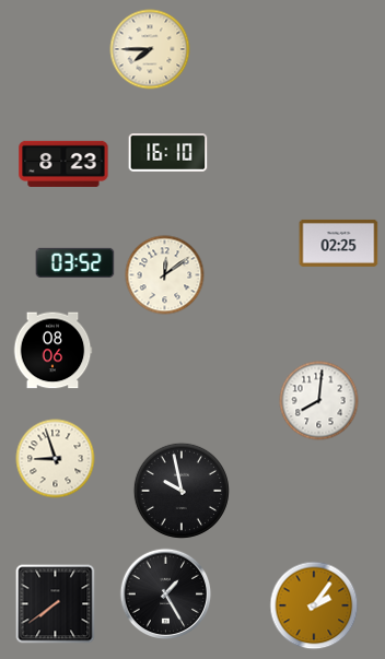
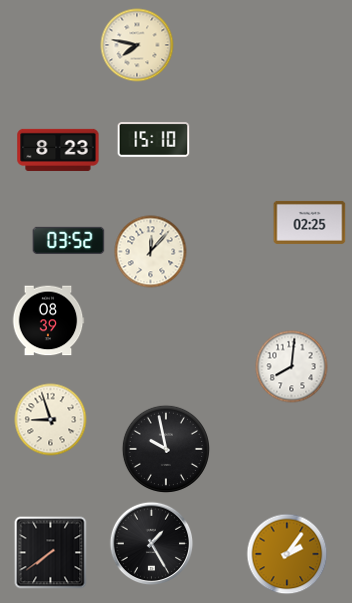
clock at (150, 49): 7:45 -> 7:47
clock at (168, 153): 16:10 -> 15:10
clock at (165, 275): 12:09 -> 12:07
clock at (52, 351): 08:06 -> 08:39
